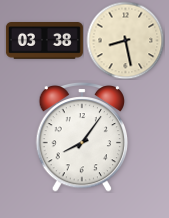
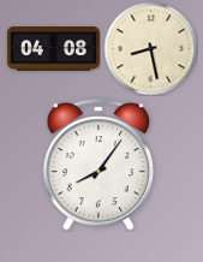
clock at (44, 41): 03:38 -> 04:08
